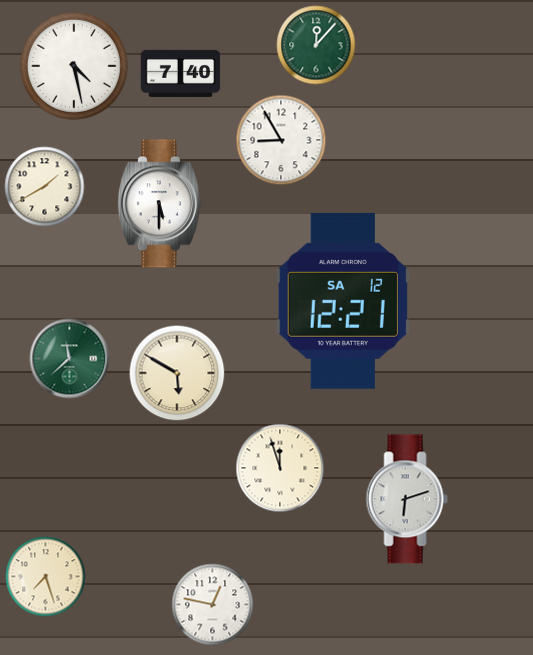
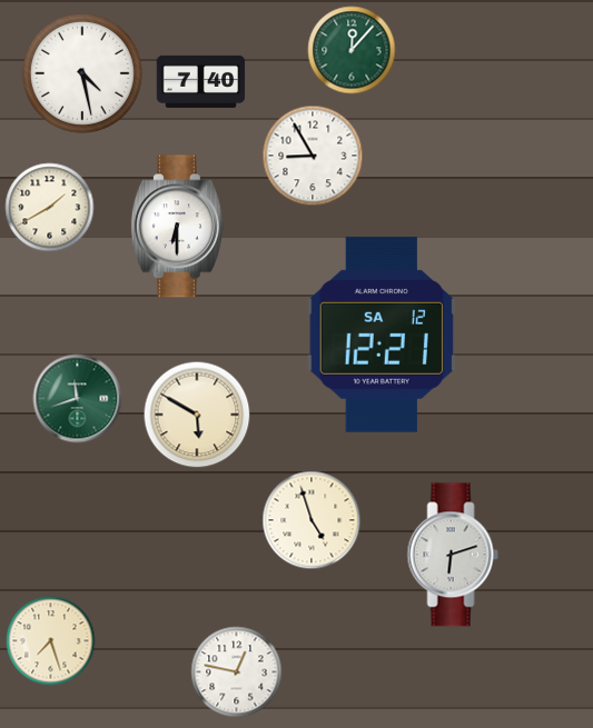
clock at (159, 204): 5:30 -> 6:30
clock at (70, 359): 11:38 -> 11:42
clock at (280, 468): 11:57 -> 4:57
